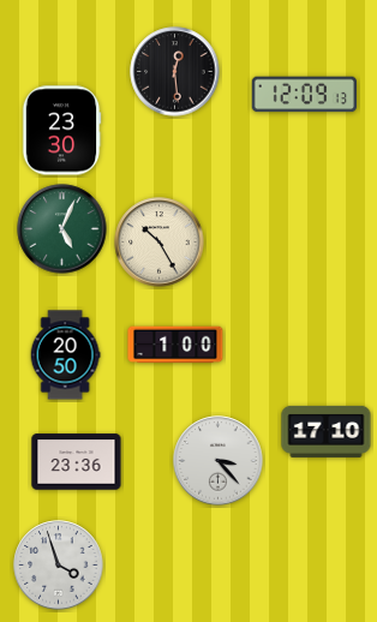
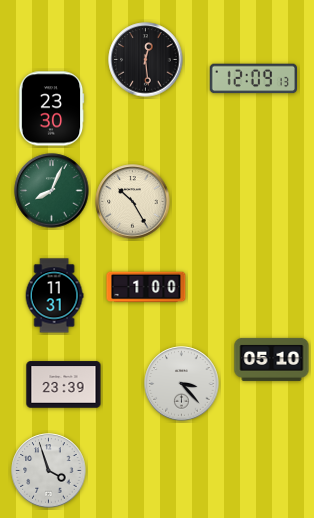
clock at (62, 229): 5:04 -> 8:04
clock at (65, 355): 20:50 -> 11:31
clock at (327, 431): 17:10 -> 05:10
clock at (77, 462): 23:36 -> 23:39
